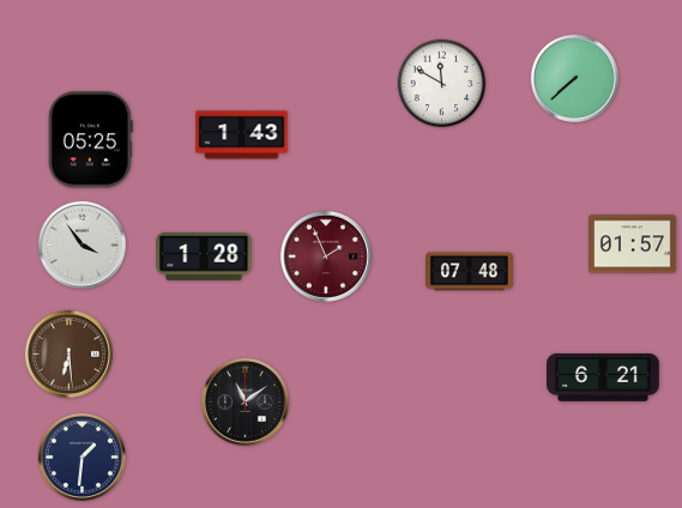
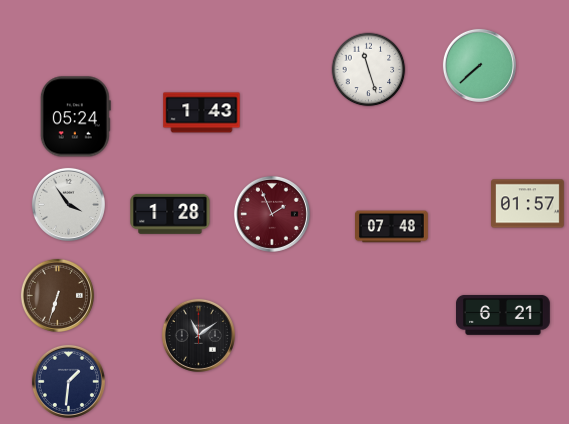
clock at (442, 84): 11:50 -> 11:27
clock at (90, 140): 05:25 -> 05:24
clock at (68, 353): 6:29 -> 6:33
clock at (245, 401) position: (245, 401) -> (198, 335)
